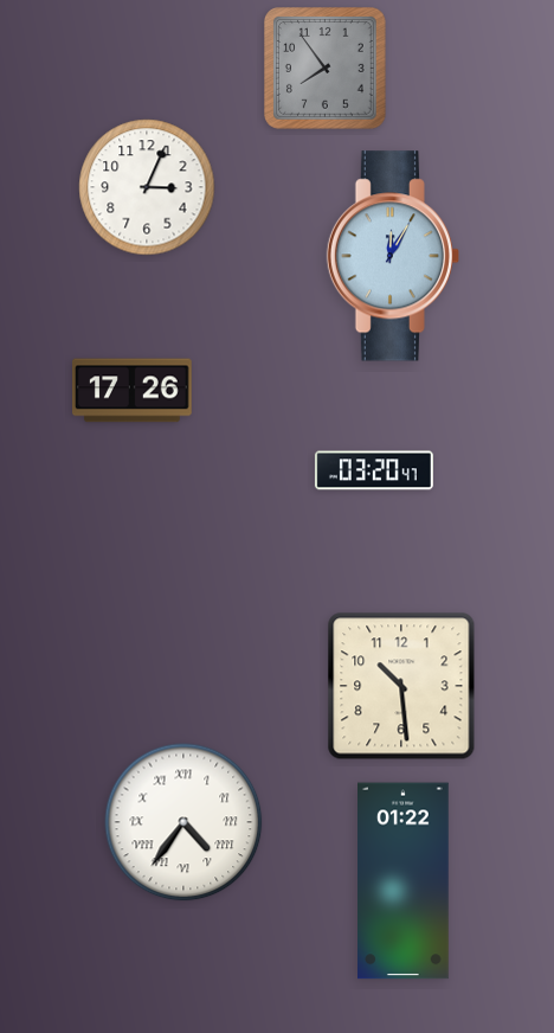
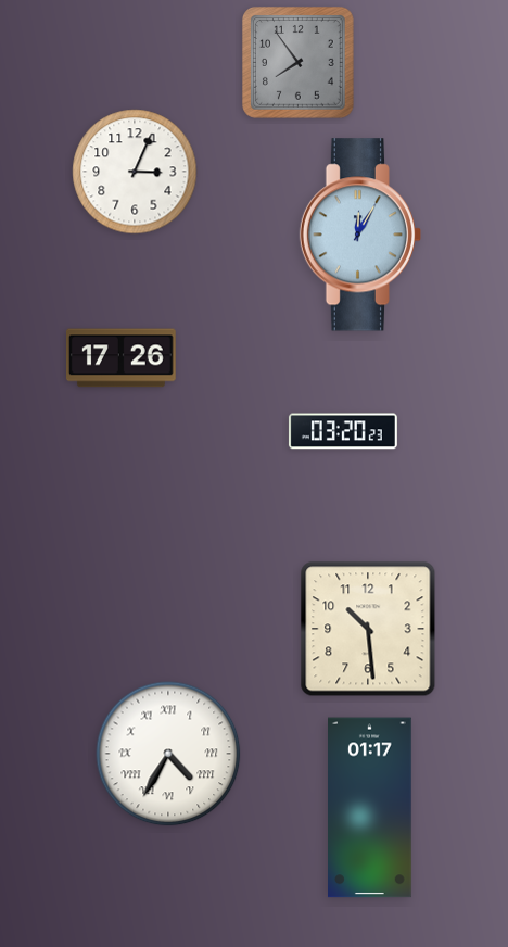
clock at (374, 470): 03:20:47 -> 03:20:23
clock at (183, 822): 4:36 -> 4:35
clock at (404, 881): 01:22 -> 01:17
